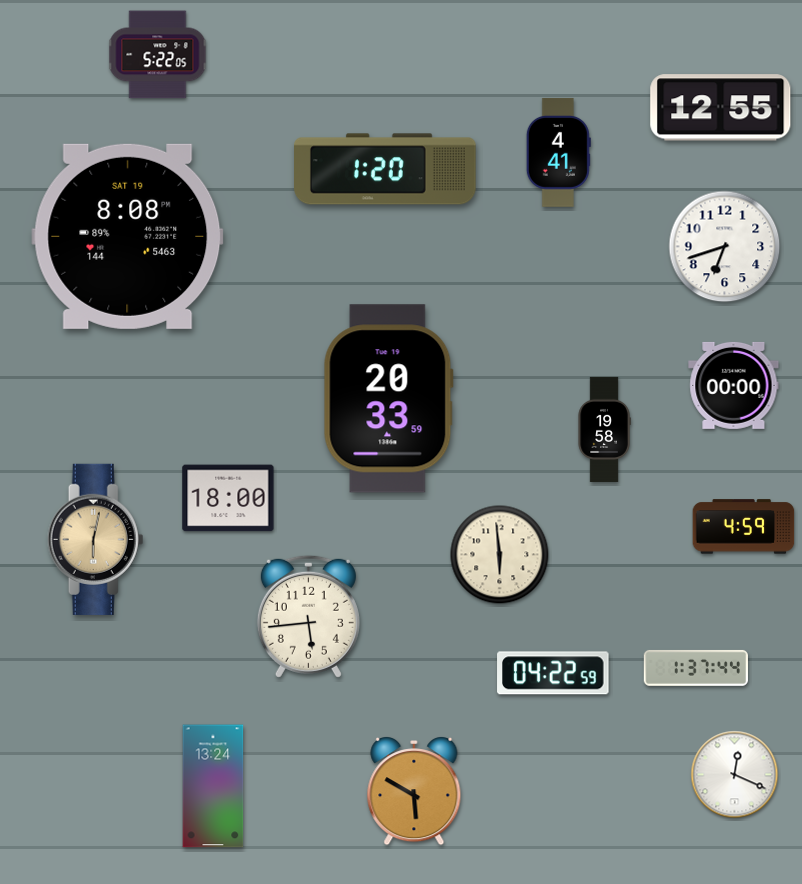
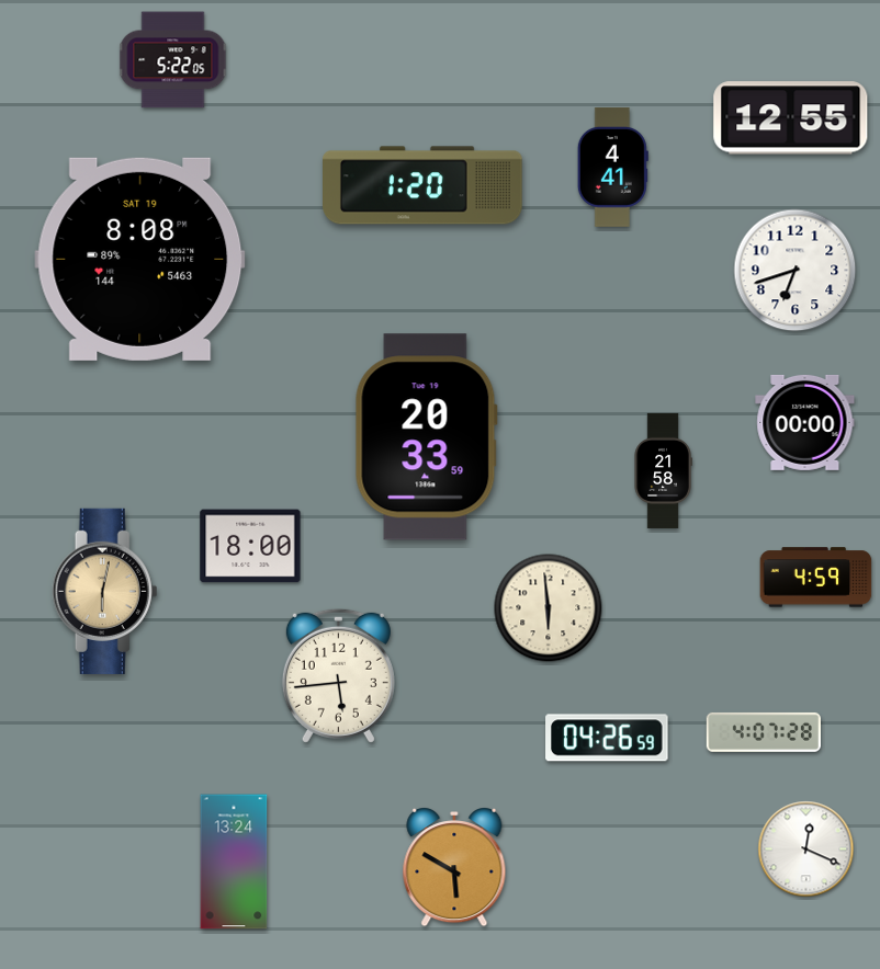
clock at (604, 429): 19:58 -> 21:58
clock at (696, 668): 1:37 -> 4:07
clock at (553, 673): 04:22 -> 04:26
